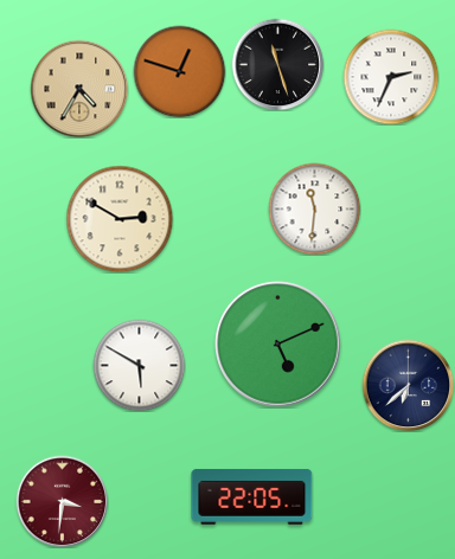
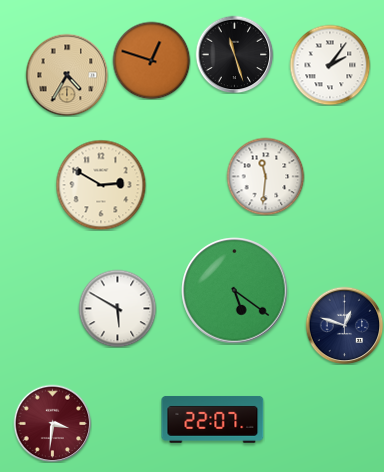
clock at (391, 77): 2:34 -> 2:06
clock at (278, 345): 5:11 -> 5:21
clock at (408, 385): 6:38 -> 12:48
clock at (252, 496): 22:05 -> 22:07
